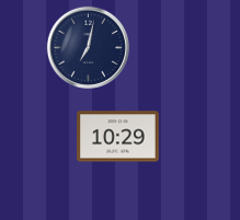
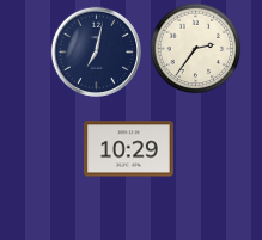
clock at (196, 49): none -> 2:36
